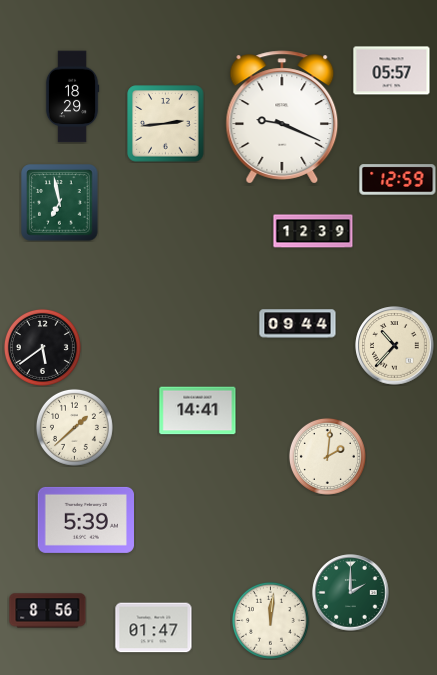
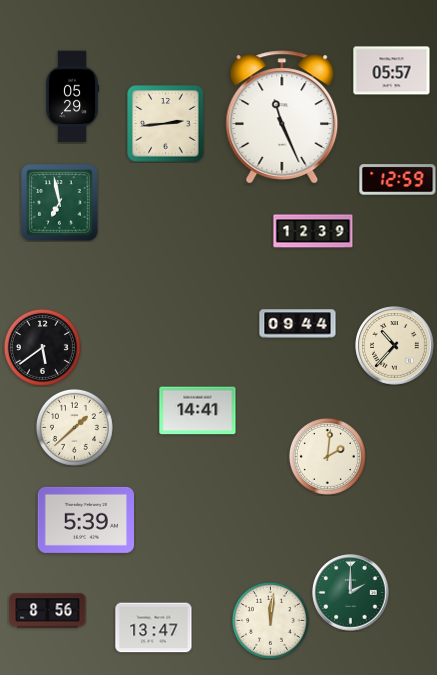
clock at (72, 97): 18:29 -> 05:29
clock at (282, 117): 9:19 -> 11:26
clock at (154, 628): 01:47 -> 13:47
